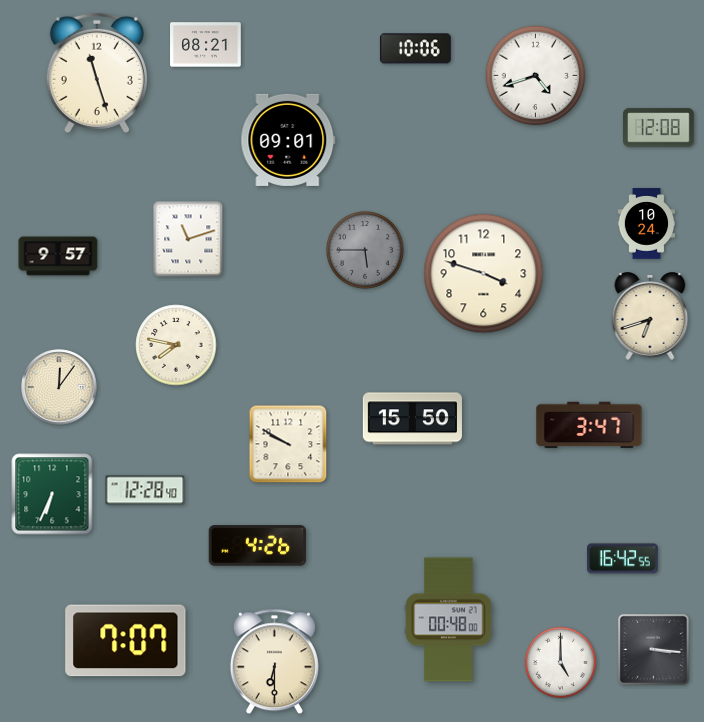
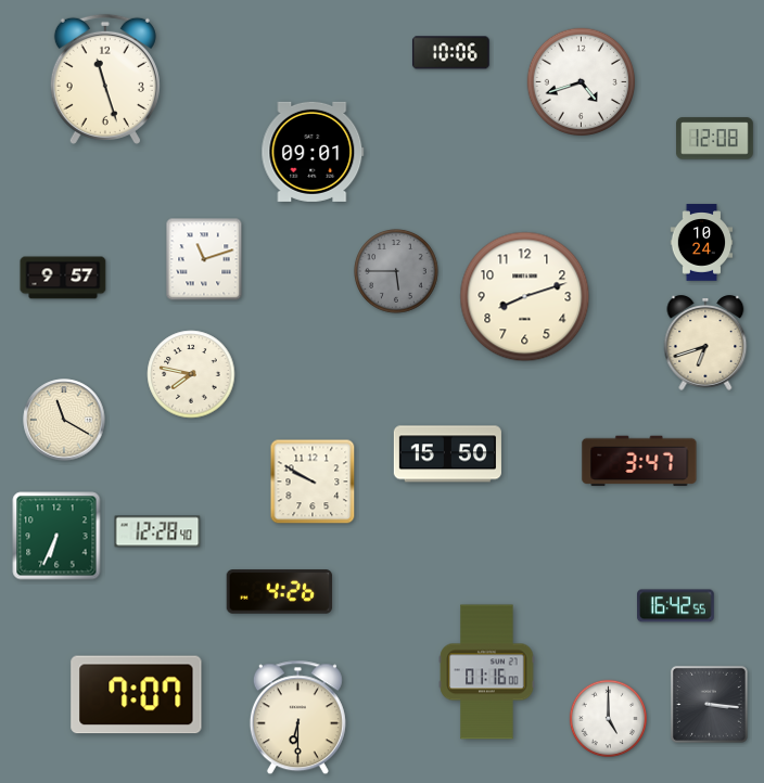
clock at (206, 45): 08:21 -> none
clock at (484, 274): 3:48 -> 8:12
clock at (59, 387): 12:06 -> 11:20
clock at (449, 620): 00:48 -> 01:16
